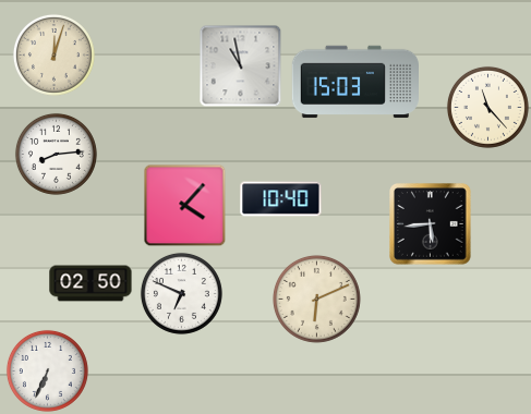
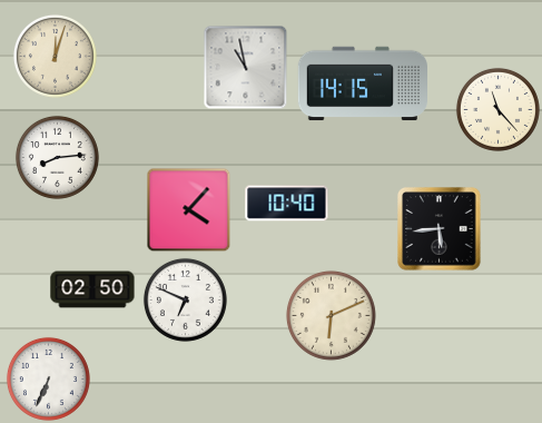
clock at (354, 82): 15:03 -> 14:15
clock at (316, 299) position: (316, 299) -> (331, 315)
